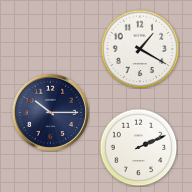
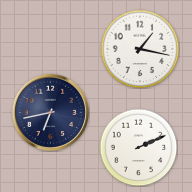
clock at (140, 49): 1:20 -> 1:17
clock at (50, 112): 10:15 -> 6:43
